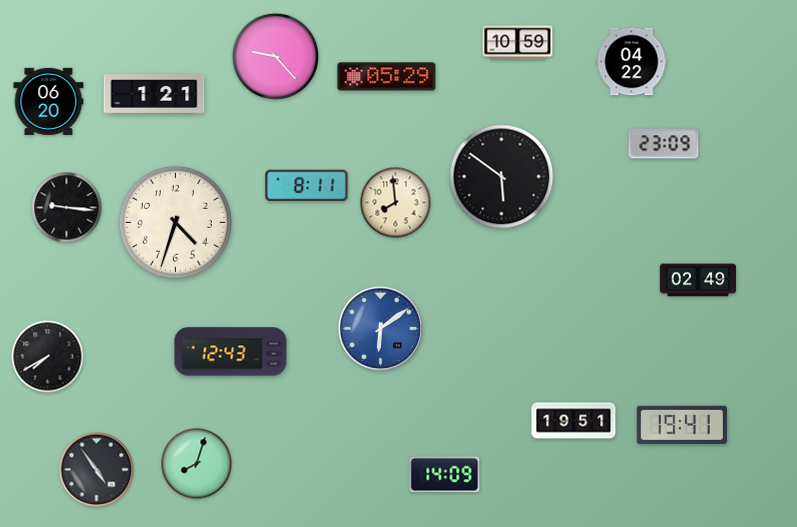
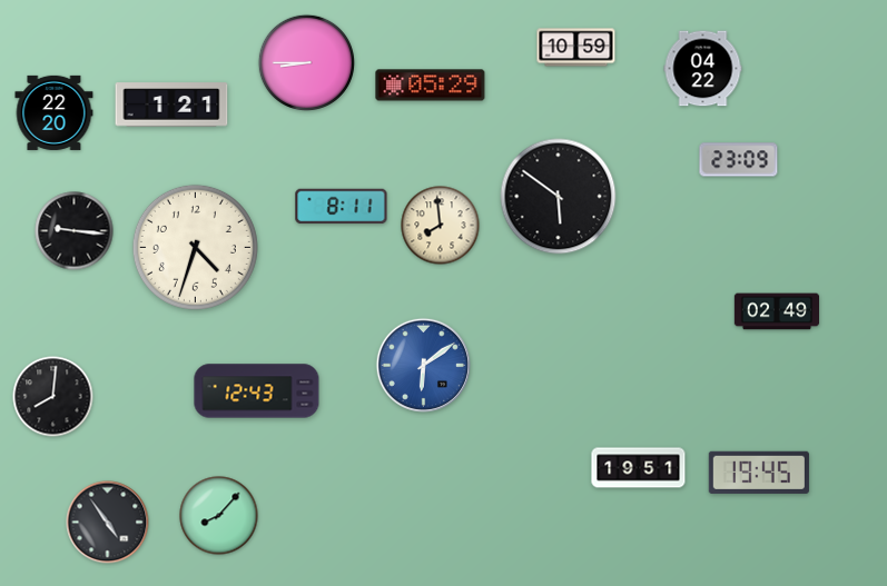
clock at (275, 56): 9:23 -> 8:45
clock at (49, 101): 06:20 -> 22:20
clock at (48, 357): 7:40 -> 8:01
clock at (682, 425): 19:41 -> 19:45
clock at (197, 464): 8:03 -> 8:07
clock at (445, 475): 14:09 -> none
